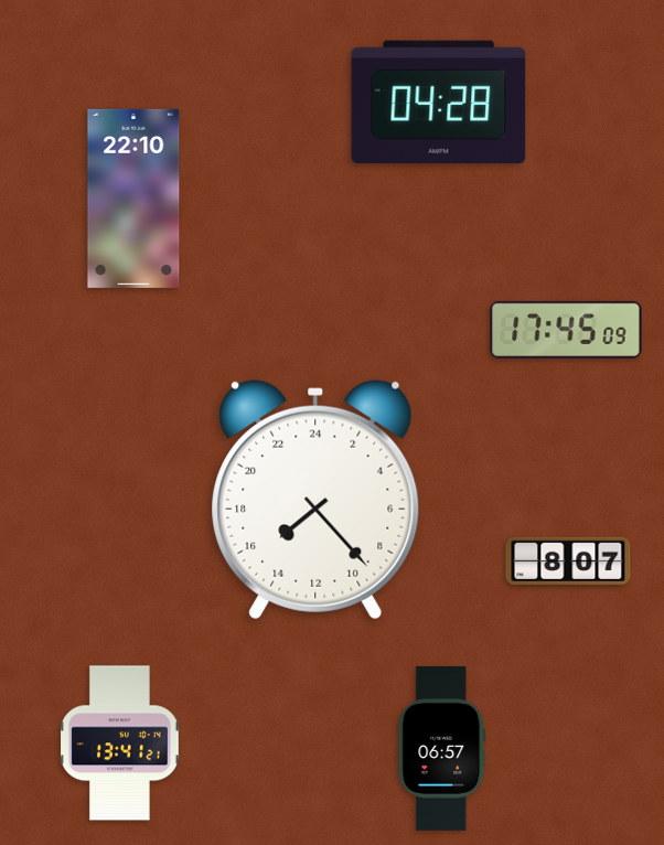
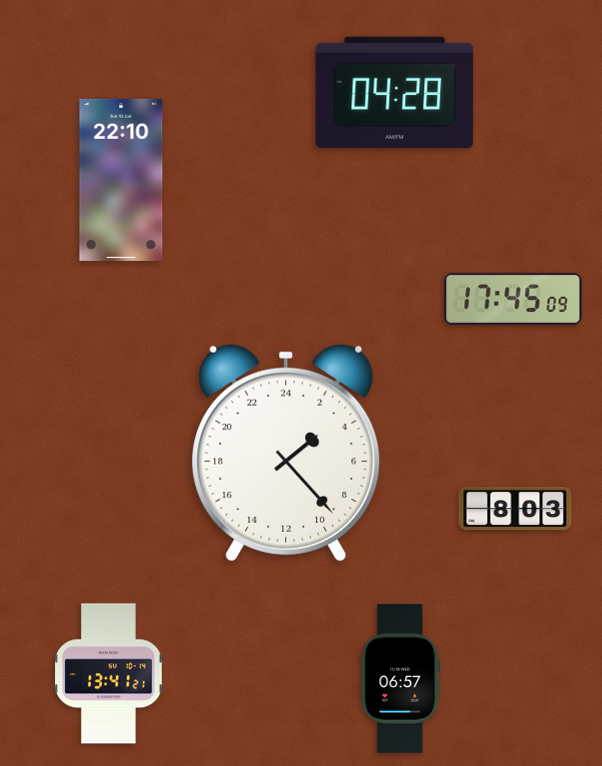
clock at (439, 103) position: (439, 103) -> (395, 93)
clock at (315, 500): 15:23 -> 3:23
clock at (568, 561): 8:07 -> 8:03
